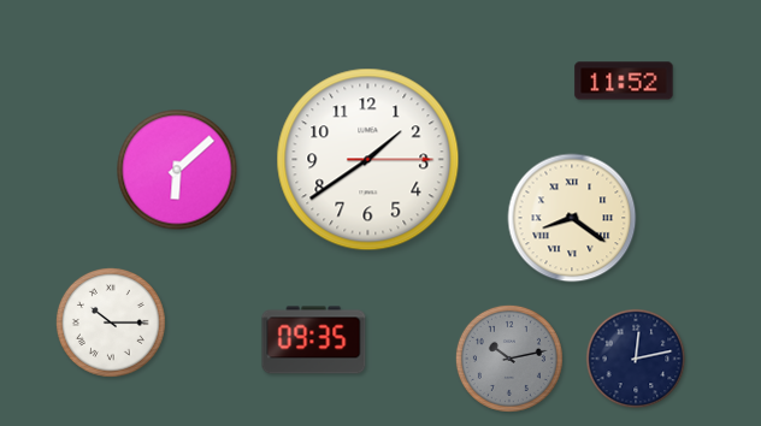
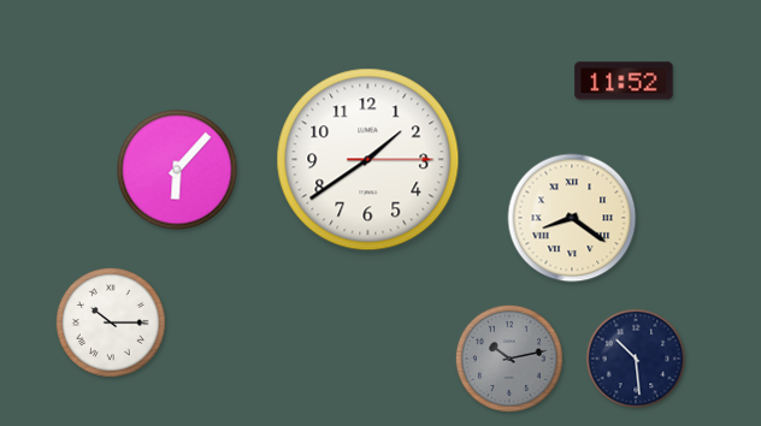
clock at (177, 170): 6:08 -> 6:07
clock at (314, 341): 09:35 -> none
clock at (636, 359): 12:13 -> 10:29
